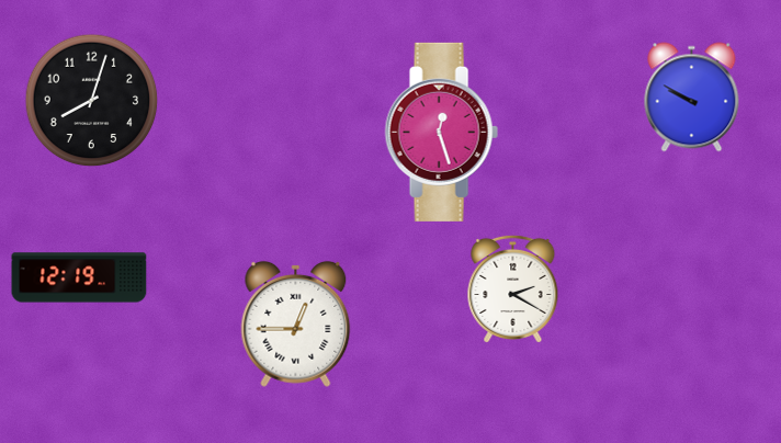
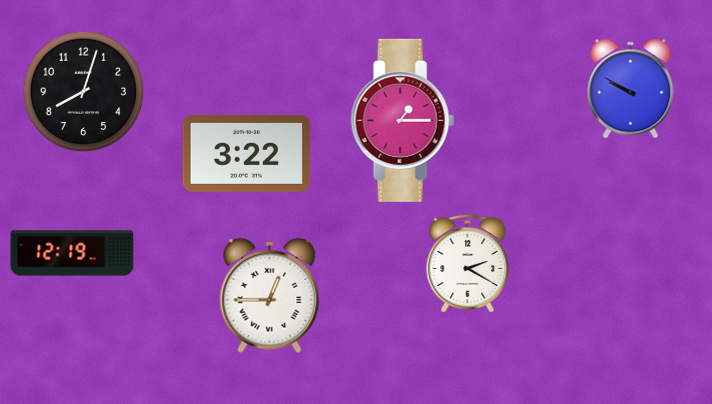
clock at (441, 132): 12:27 -> 1:15
clock at (247, 153): none -> 3:22
